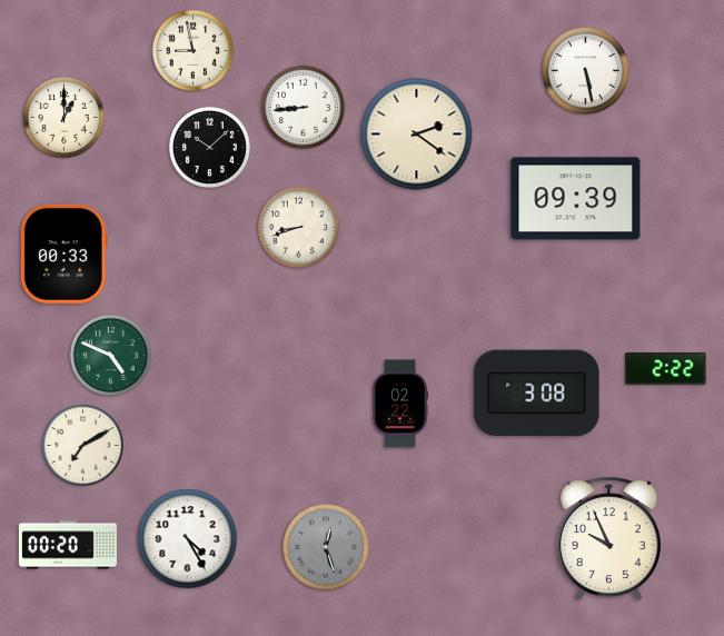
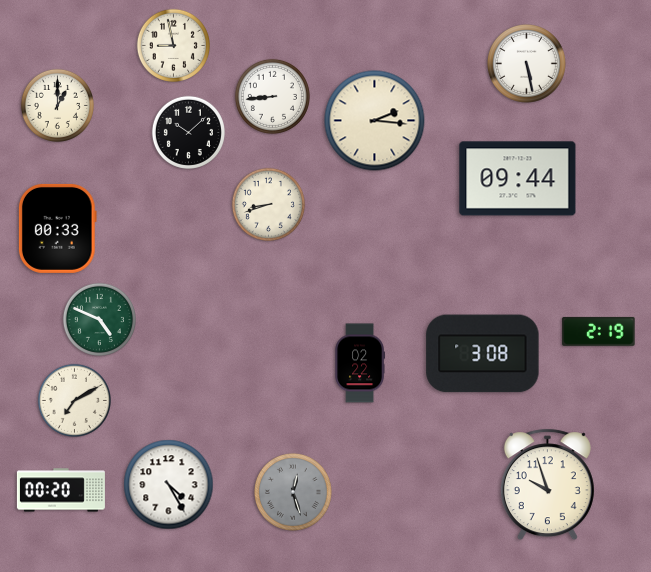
clock at (417, 135): 2:21 -> 2:16
clock at (576, 199): 09:39 -> 09:44
clock at (666, 368): 2:22 -> 2:19
clock at (608, 539): 9:56 -> 9:57
